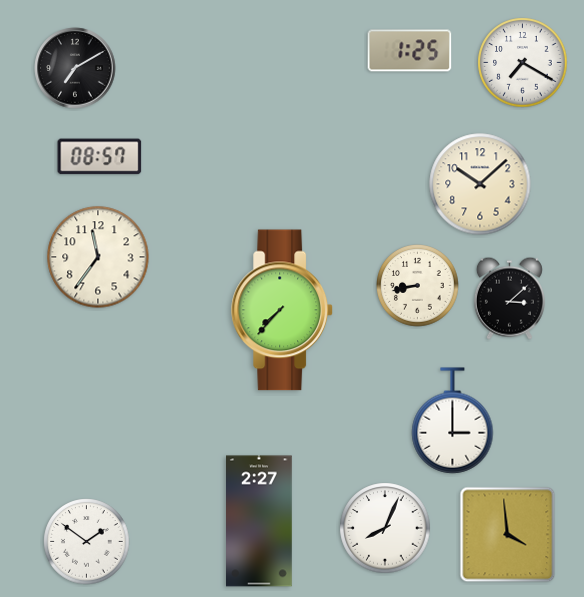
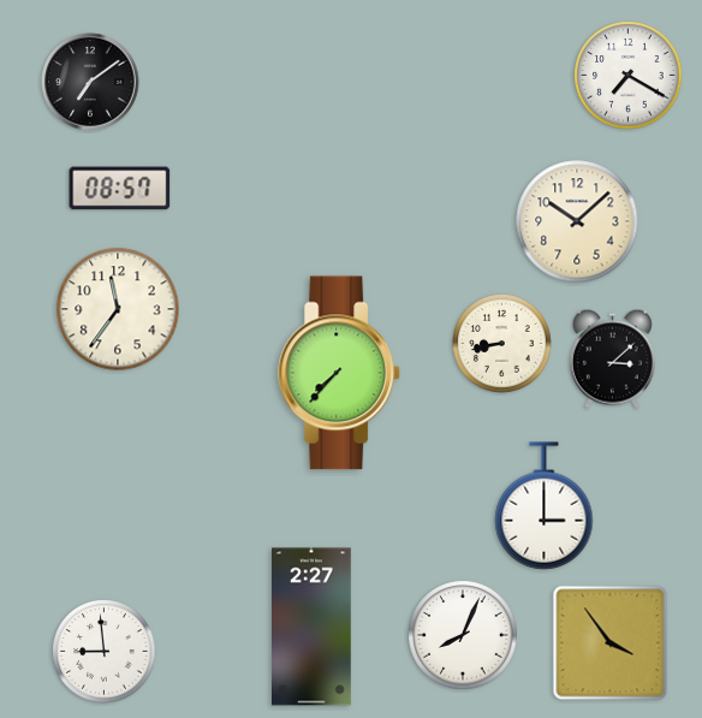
clock at (410, 51): 1:25 -> none
clock at (75, 68): 7:10 -> 7:09
clock at (508, 535): 3:59 -> 3:54
clock at (87, 542): 1:51 -> 8:59
